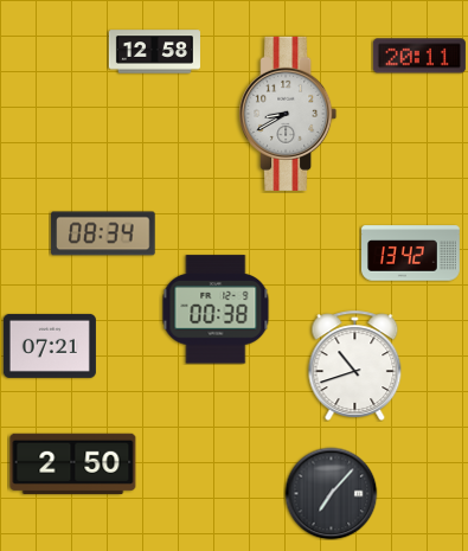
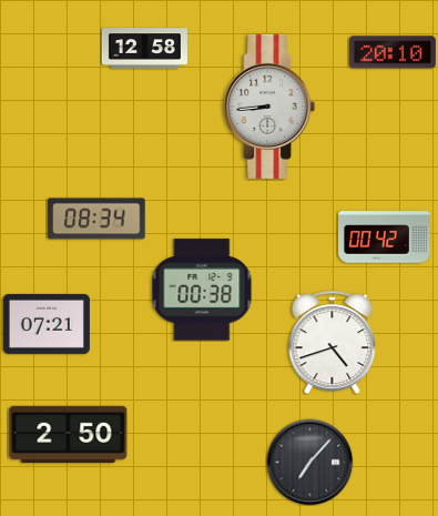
clock at (419, 56): 20:11 -> 20:10
clock at (288, 114): 8:40 -> 8:44
clock at (411, 254): 13:42 -> 00:42
clock at (355, 365): 10:42 -> 4:42
